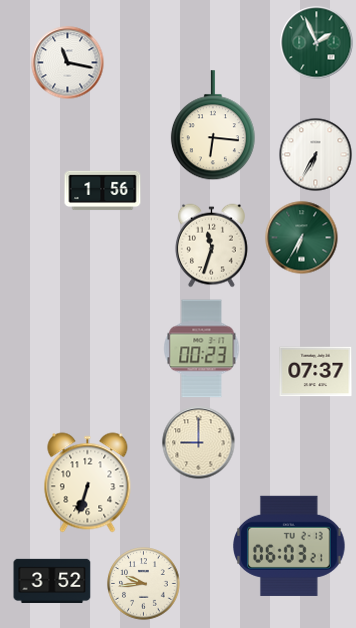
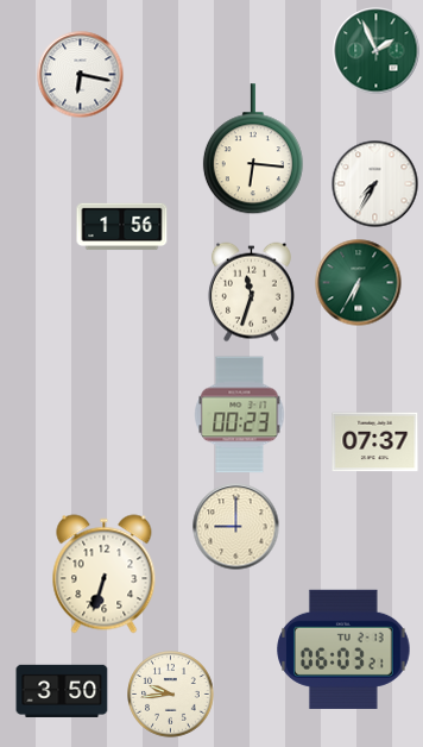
clock at (68, 63): 11:17 -> 6:17
clock at (316, 155): 6:35 -> 7:35
clock at (52, 581): 3:52 -> 3:50
